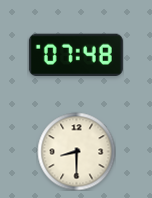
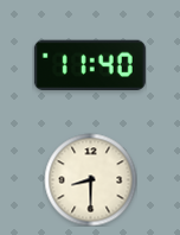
clock at (76, 55): 07:48 -> 11:40
